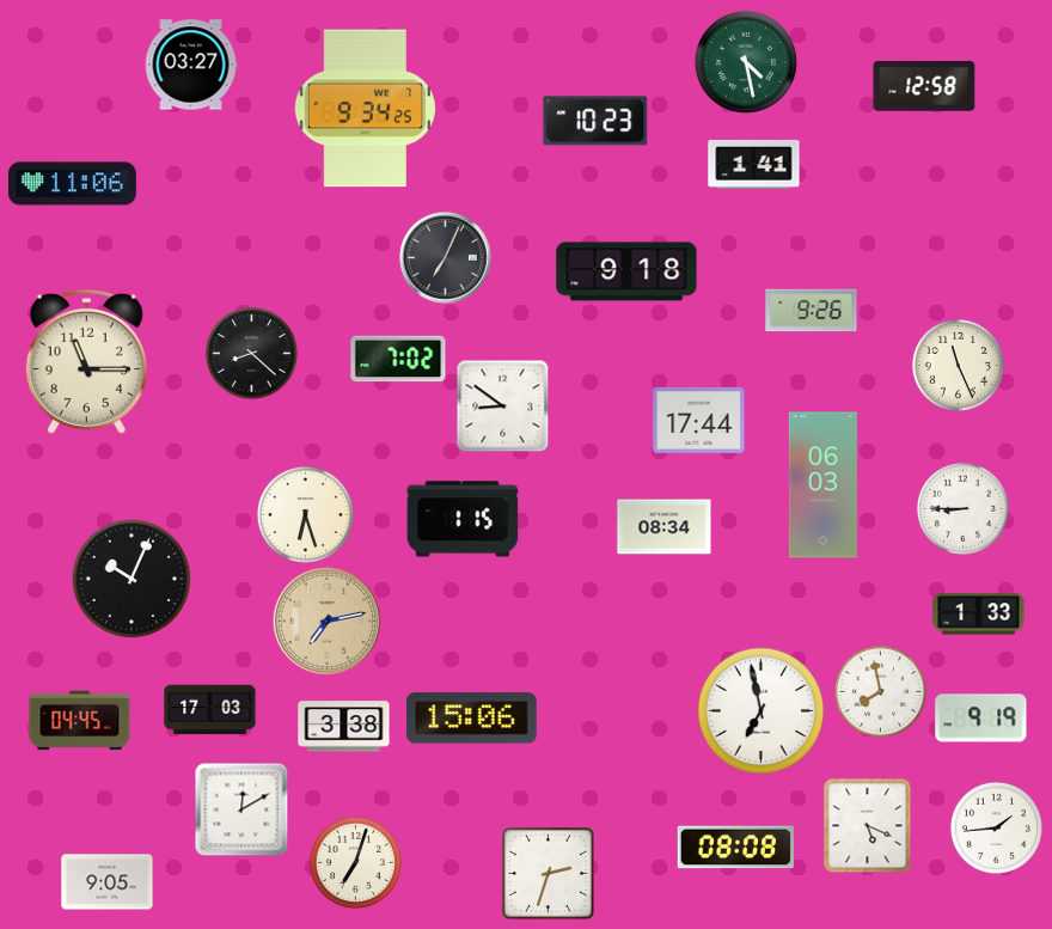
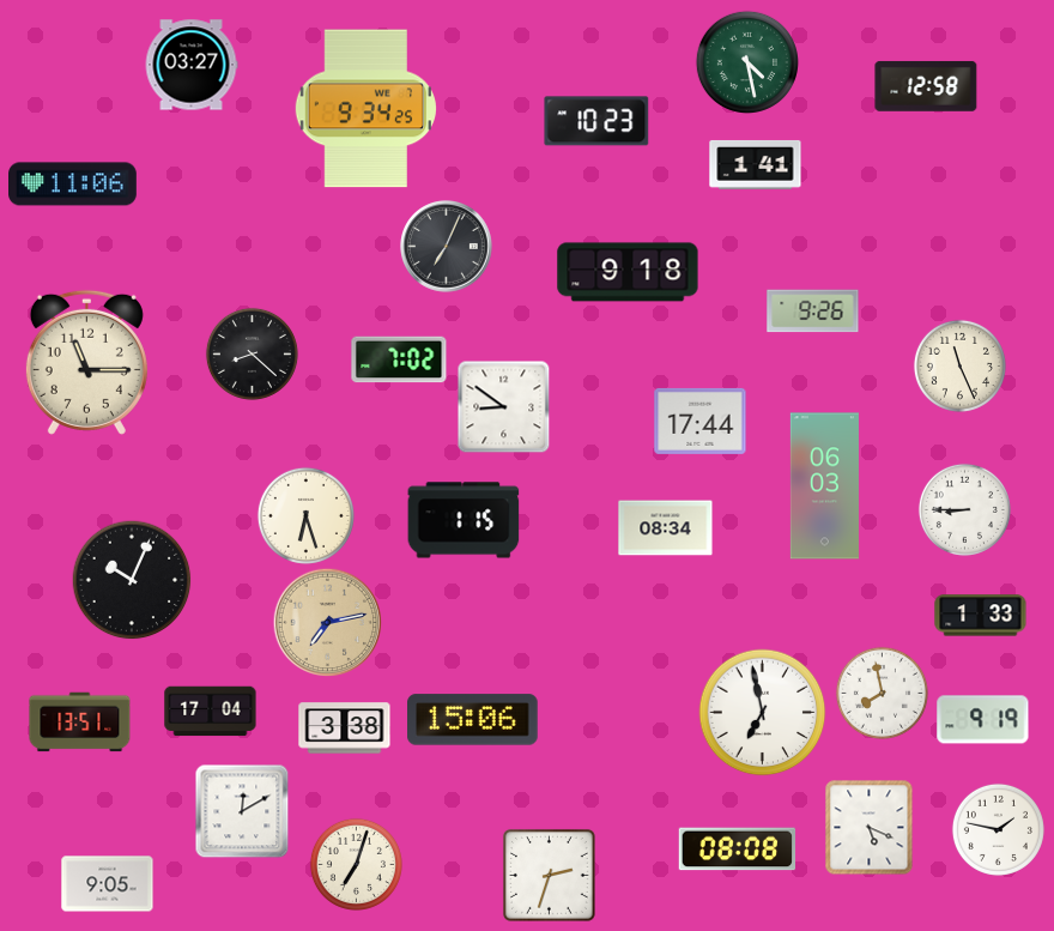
clock at (446, 258) position: (446, 258) -> (447, 247)
clock at (210, 710): 17:03 -> 17:04
clock at (80, 721): 04:45 -> 13:51
clock at (996, 827): 1:44 -> 1:47
